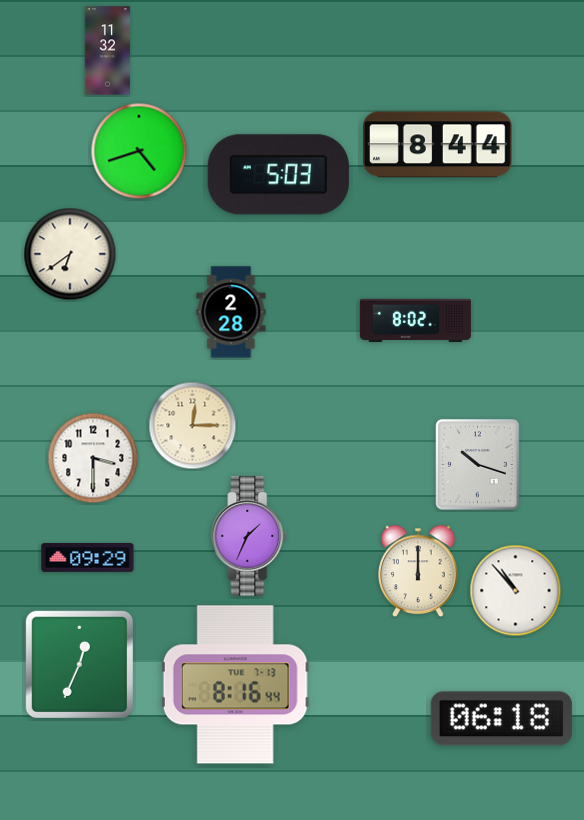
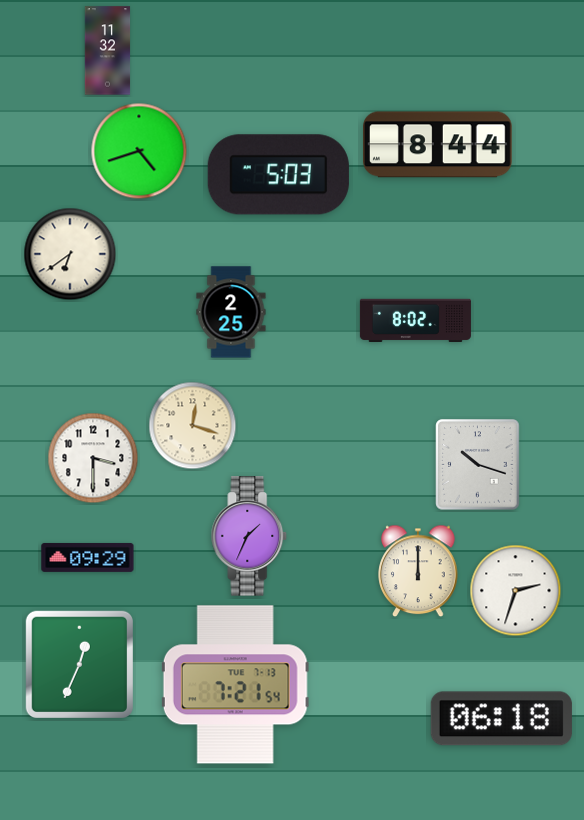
clock at (231, 312): 2:28 -> 2:25
clock at (193, 426): 12:15 -> 12:18
clock at (516, 591): 10:53 -> 2:33
clock at (235, 685): 8:16 -> 7:21
